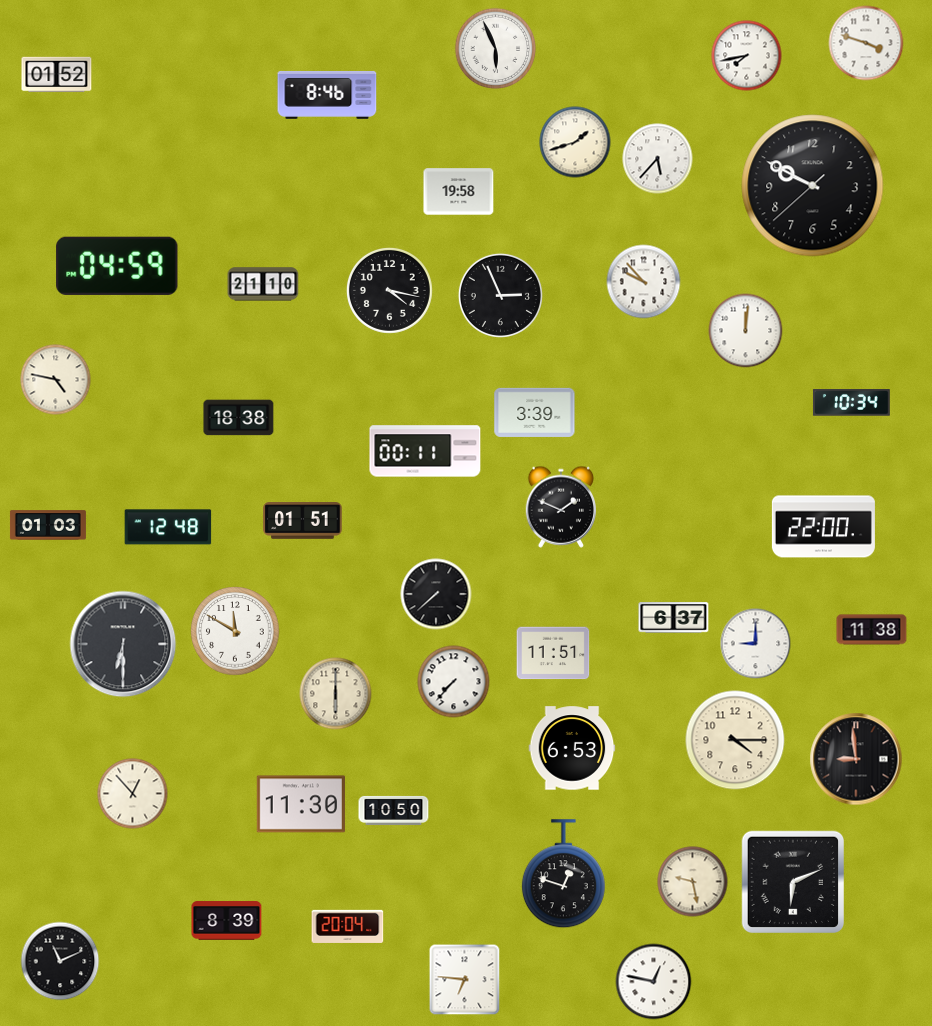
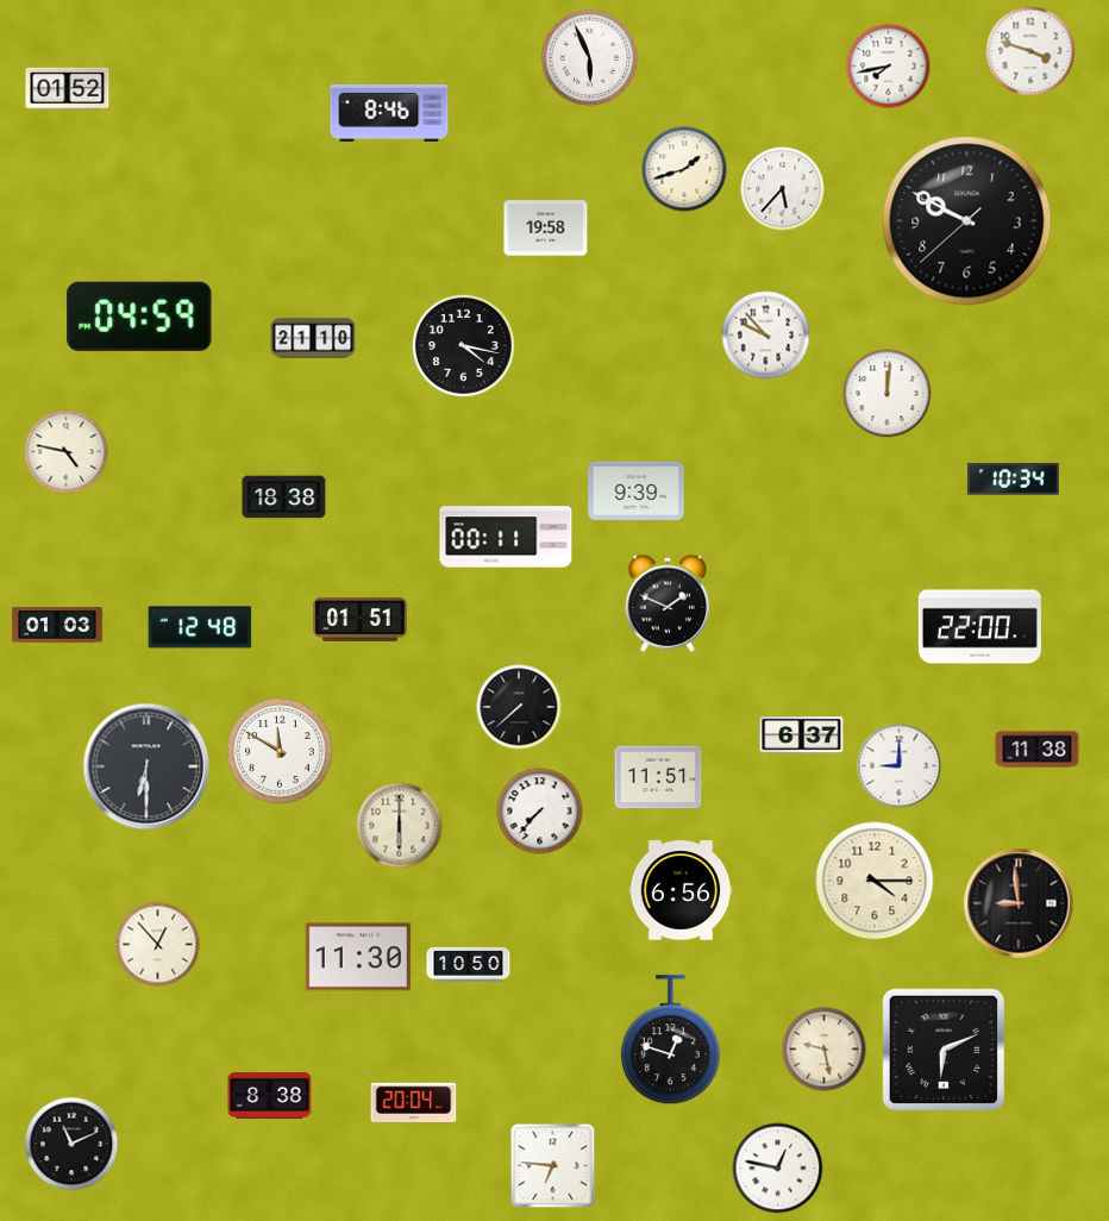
clock at (500, 295): 2:56 -> none
clock at (535, 412): 3:39 -> 9:39
clock at (572, 748): 6:53 -> 6:56
clock at (227, 921): 8:39 -> 8:38
